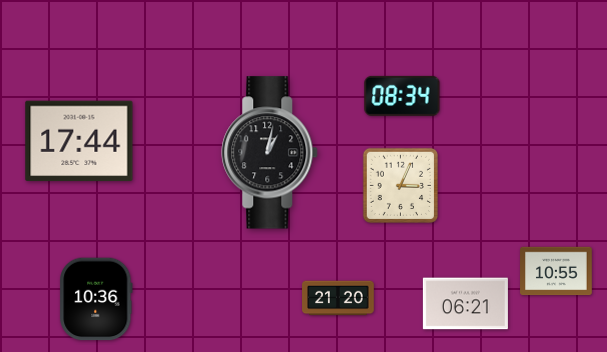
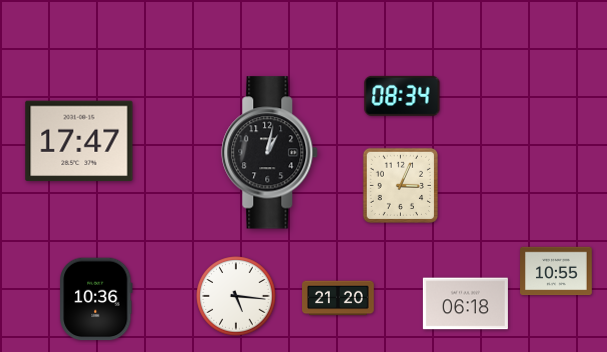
clock at (79, 141): 17:44 -> 17:47
clock at (236, 296): none -> 5:16
clock at (465, 304): 06:21 -> 06:18
